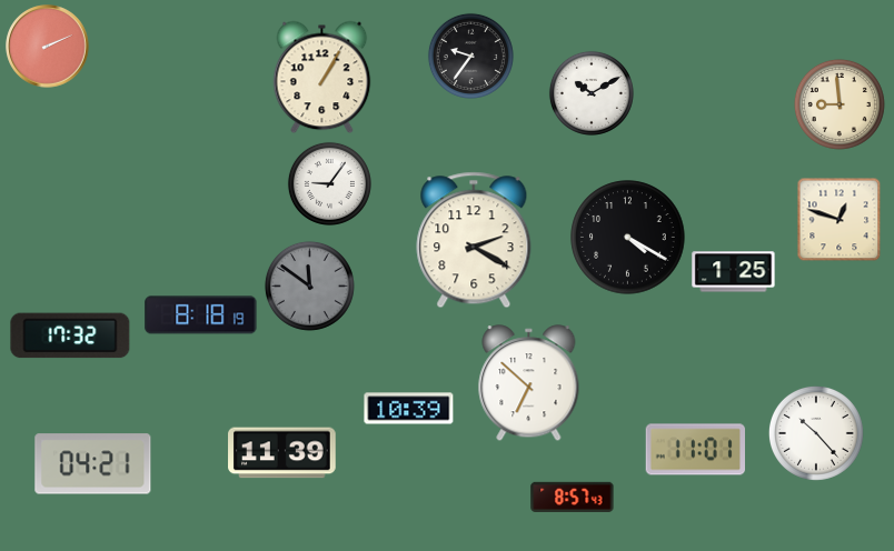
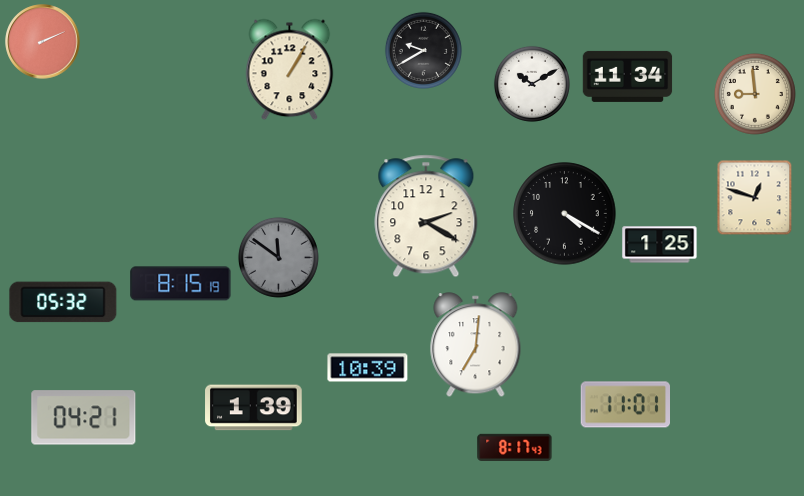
clock at (470, 56): 9:36 -> 9:40
clock at (628, 76): none -> 11:34
clock at (329, 183): 9:06 -> none
clock at (201, 315): 8:18 -> 8:15
clock at (70, 335): 17:32 -> 05:32
clock at (529, 383): 6:52 -> 7:01
clock at (816, 433): 10:23 -> none
clock at (282, 453): 11:39 -> 1:39
clock at (573, 497): 8:57 -> 8:17
